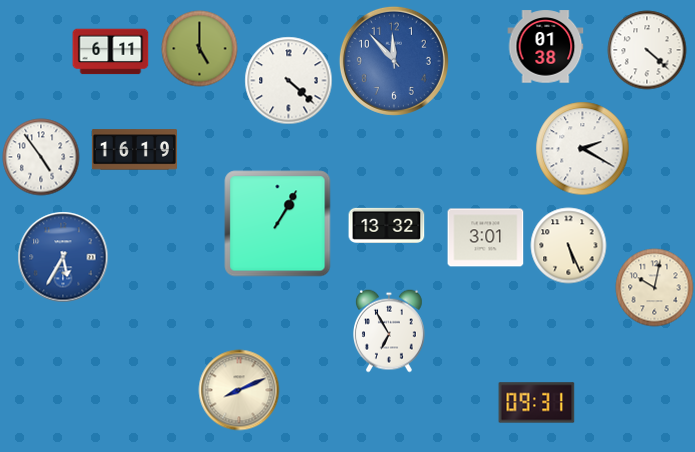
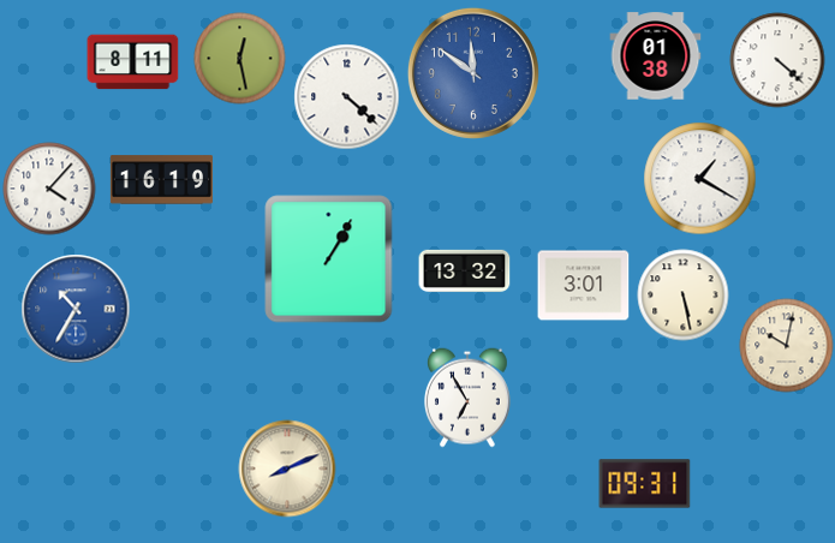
clock at (200, 49): 5:00 -> 12:28
clock at (111, 52): 6:11 -> 8:11
clock at (394, 61): 11:53 -> 11:51
clock at (583, 149): 2:20 -> 1:20
clock at (41, 157): 4:54 -> 4:07
clock at (278, 224) position: (278, 224) -> (329, 259)
clock at (569, 246): 5:26 -> 5:28
clock at (63, 257): 5:35 -> 10:35
